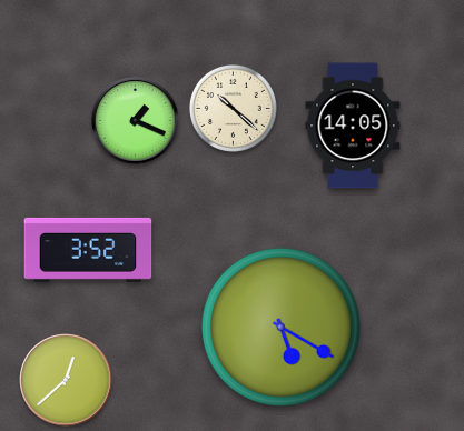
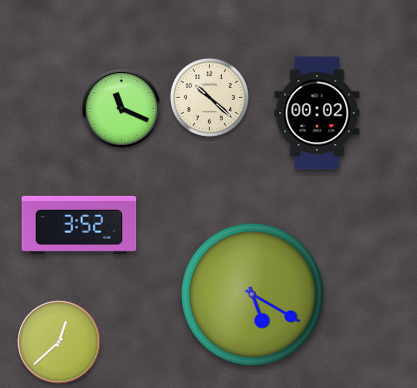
clock at (136, 121): 1:19 -> 11:19
clock at (353, 126): 14:05 -> 00:02
